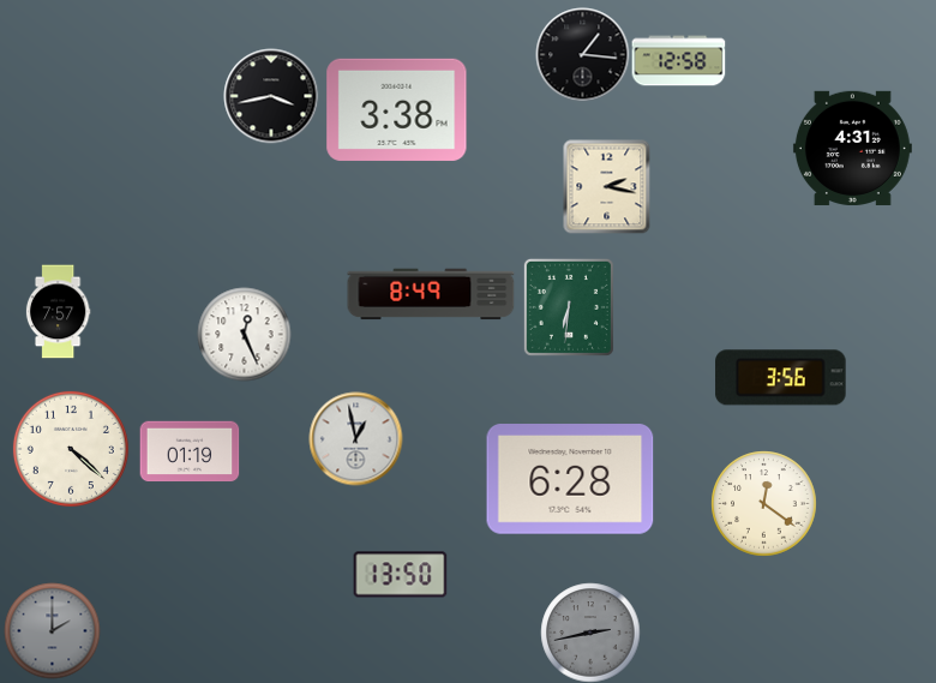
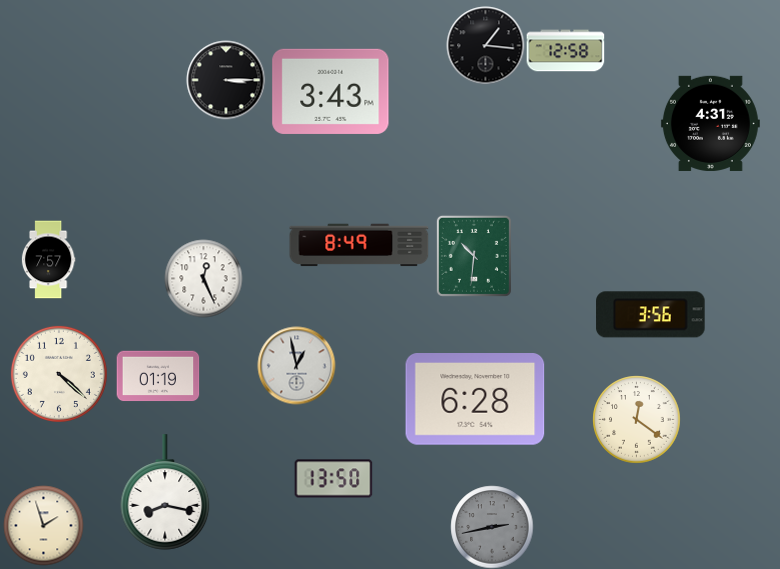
clock at (271, 96): 3:43 -> 3:15
clock at (397, 109): 3:38 -> 3:43
clock at (607, 186): 2:17 -> none
clock at (569, 307): 6:31 -> 10:31
clock at (165, 492): none -> 8:17
clock at (52, 630): 2:00 -> 1:57
clock at (52, 630) dial: grey -> cream
